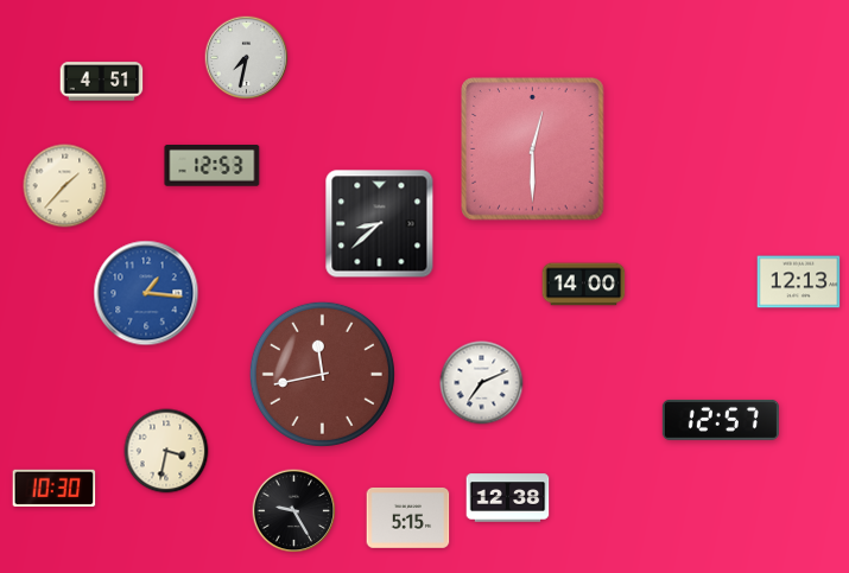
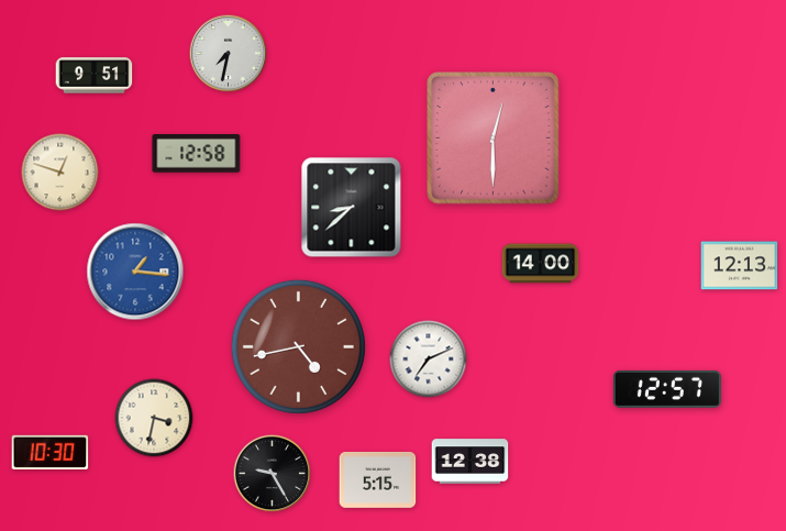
clock at (102, 82): 4:51 -> 9:51
clock at (213, 166): 12:53 -> 12:58
clock at (65, 186): 1:37 -> 12:48
clock at (799, 282) position: (799, 282) -> (740, 266)
clock at (322, 374): 11:43 -> 4:43
clock at (482, 383) position: (482, 383) -> (429, 359)
